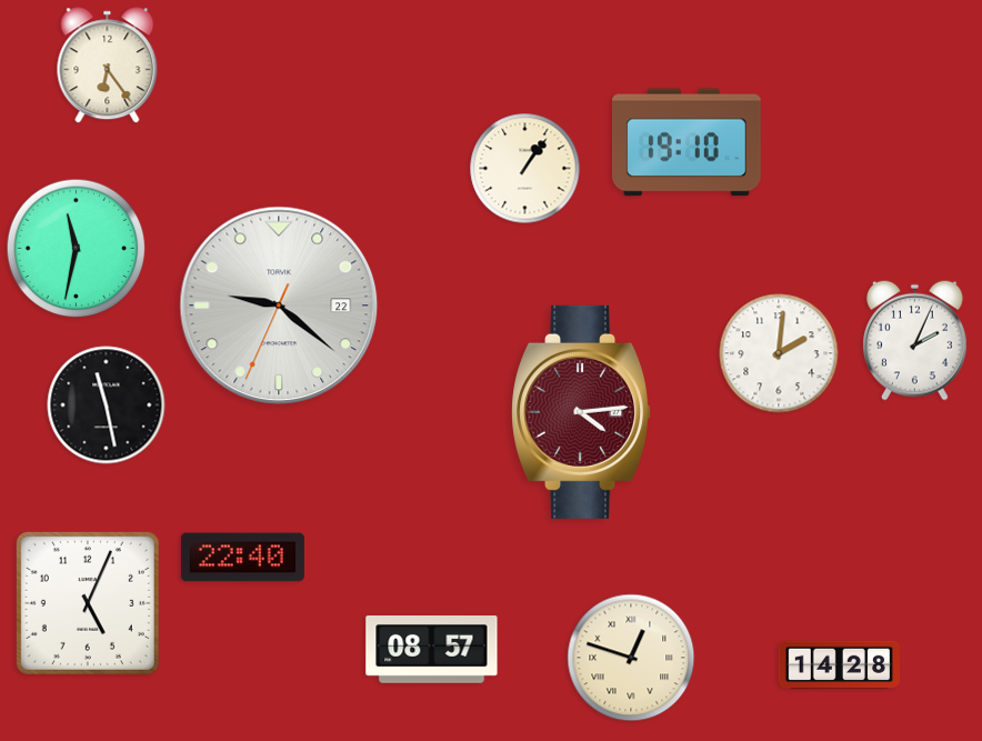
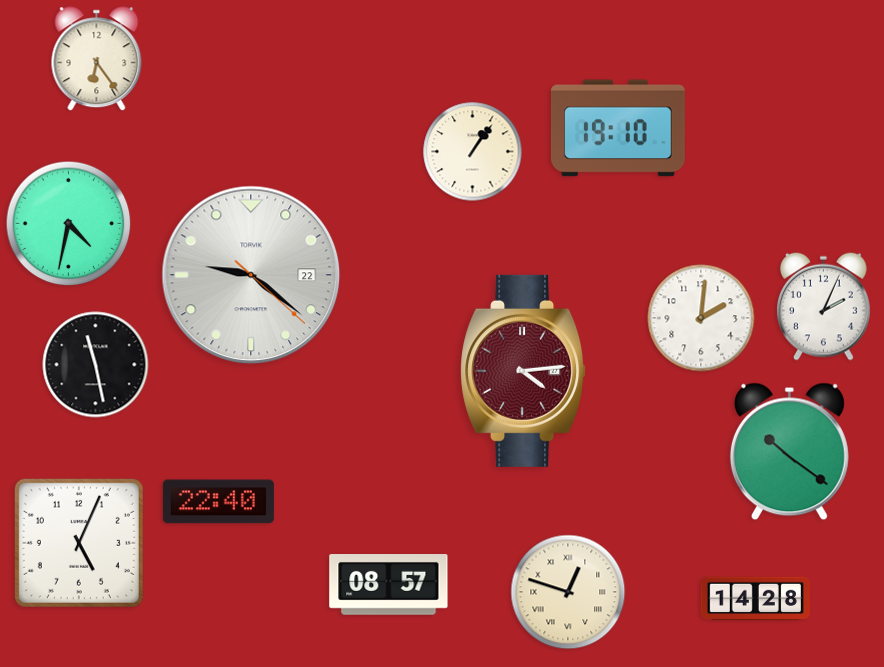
clock at (77, 249): 11:32 -> 4:32
clock at (279, 306): 9:21:34 -> 9:21:22
clock at (789, 452): none -> 10:21
